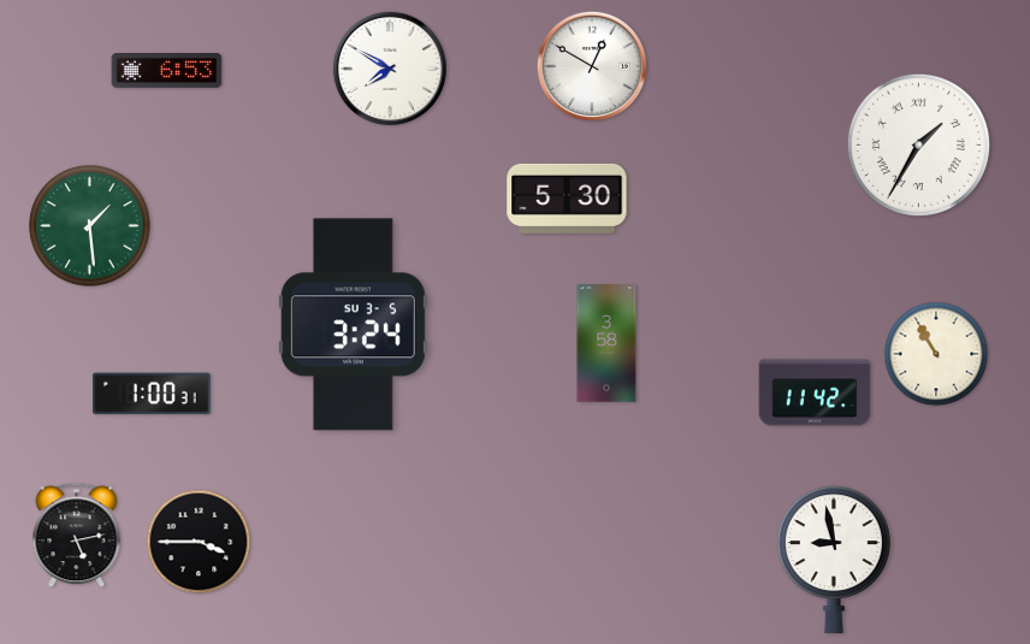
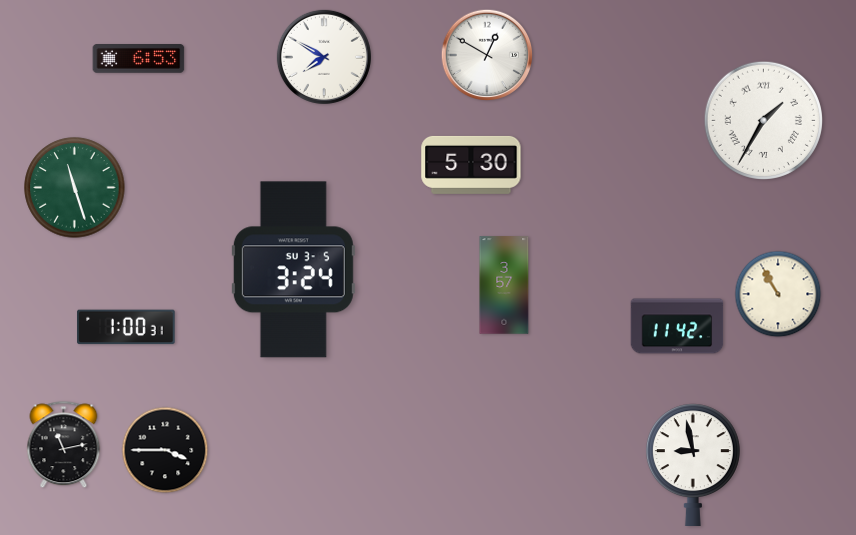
clock at (592, 66) position: (592, 66) -> (487, 55)
clock at (90, 226): 1:29 -> 11:27
clock at (606, 343): 3:58 -> 3:57
clock at (77, 536): 5:13 -> 11:13
